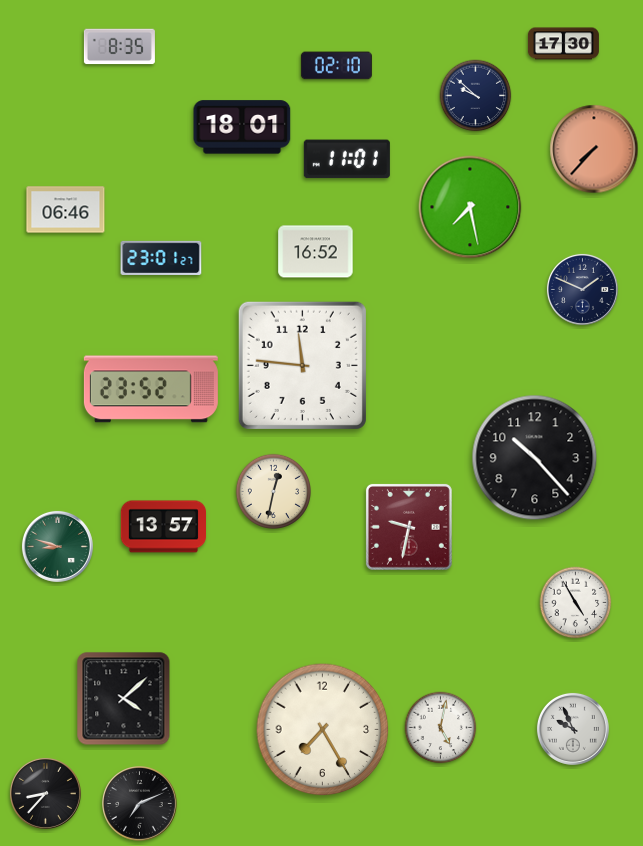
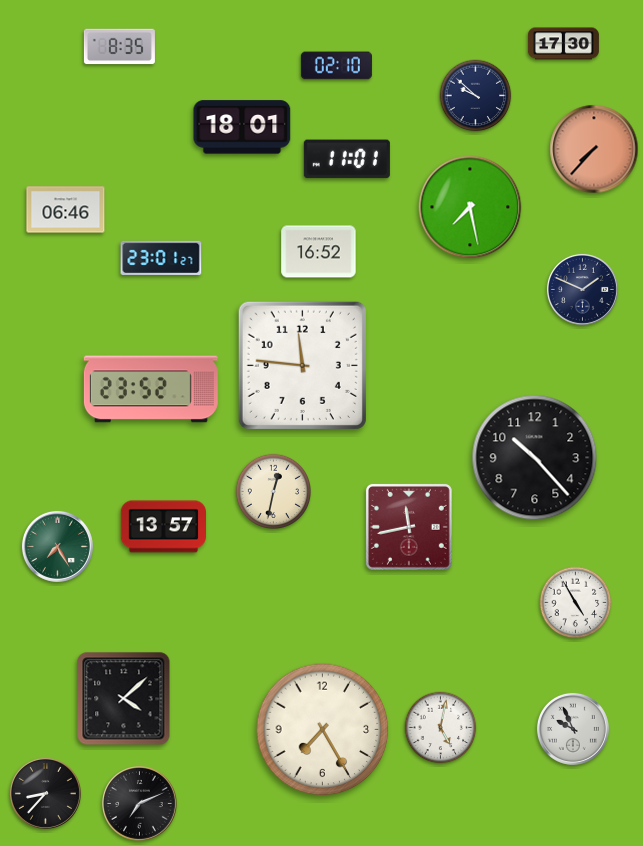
clock at (316, 252) position: (316, 252) -> (319, 252)
clock at (409, 527): 9:32 -> 11:43
clock at (57, 546): 8:48 -> 7:25
